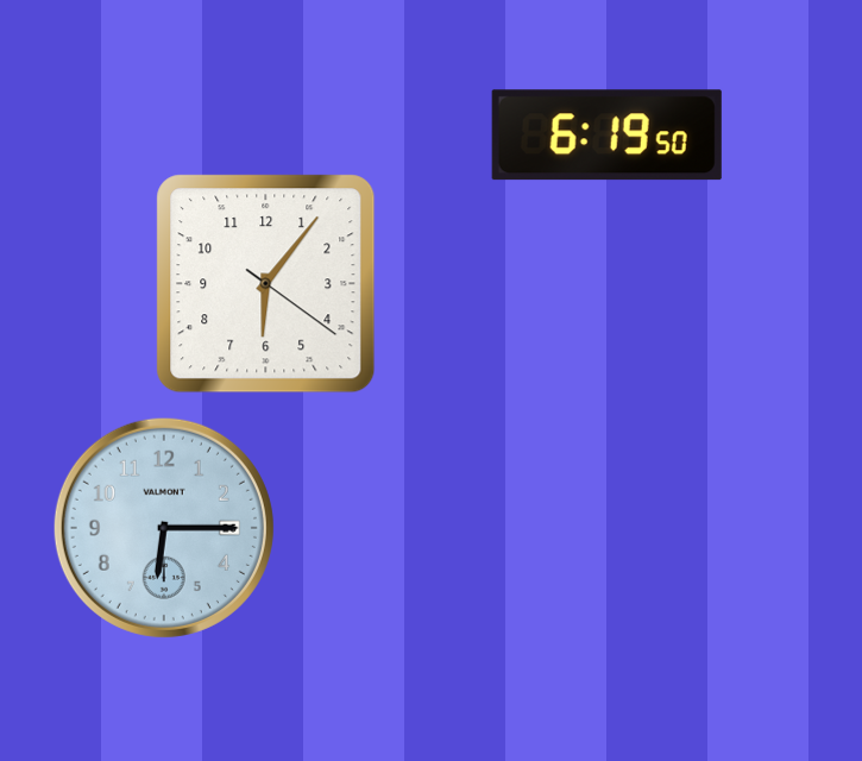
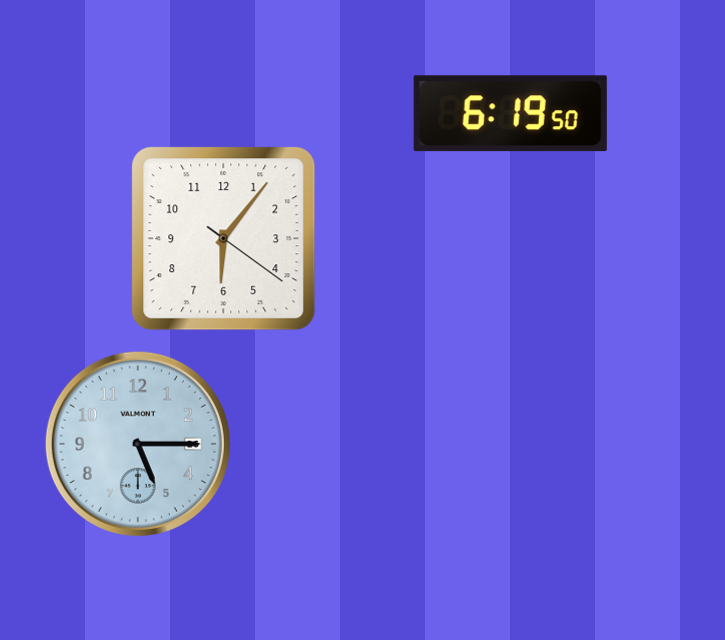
clock at (164, 528): 6:15 -> 5:15
